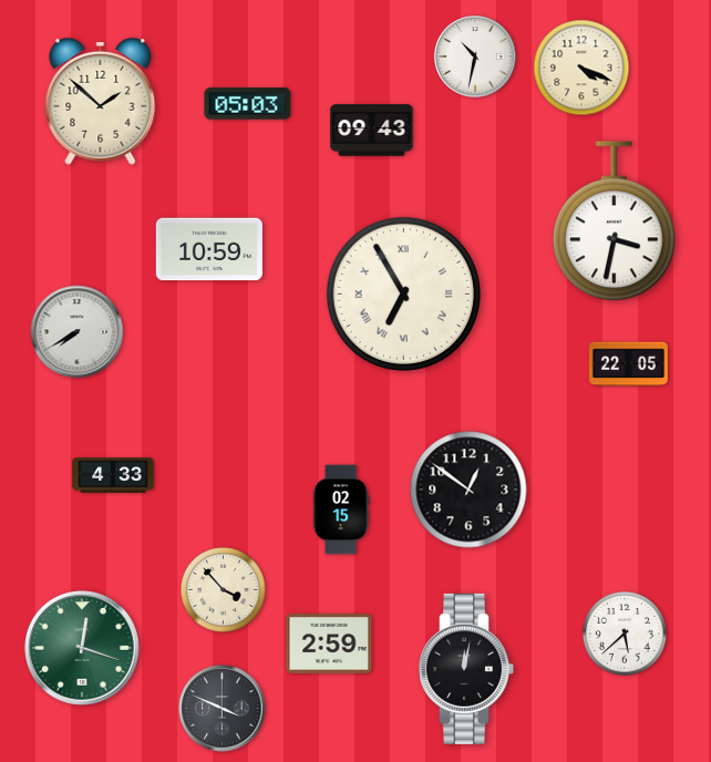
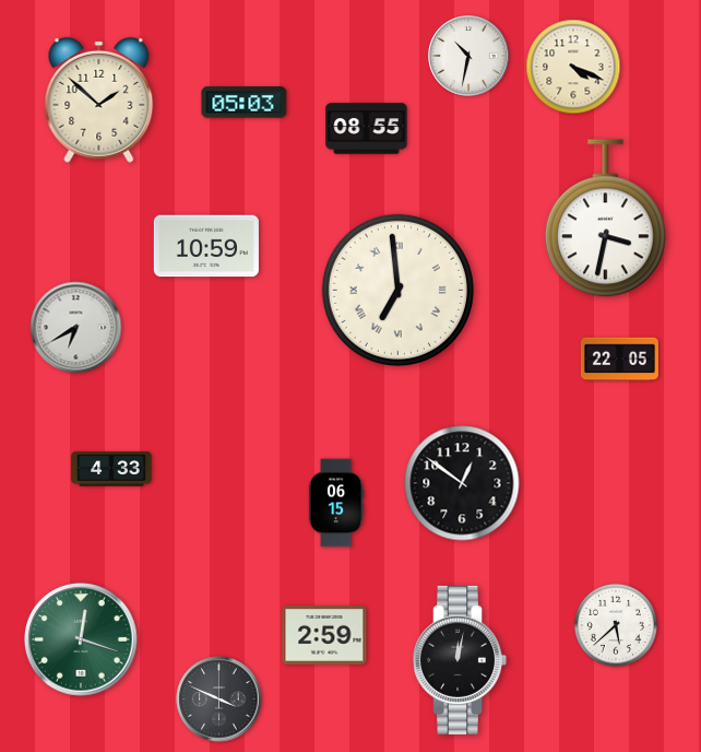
clock at (372, 131): 09:43 -> 08:55
clock at (403, 294): 6:55 -> 6:59
clock at (78, 332): 7:40 -> 6:40
clock at (341, 509): 02:15 -> 06:15
clock at (223, 589): 3:53 -> none
